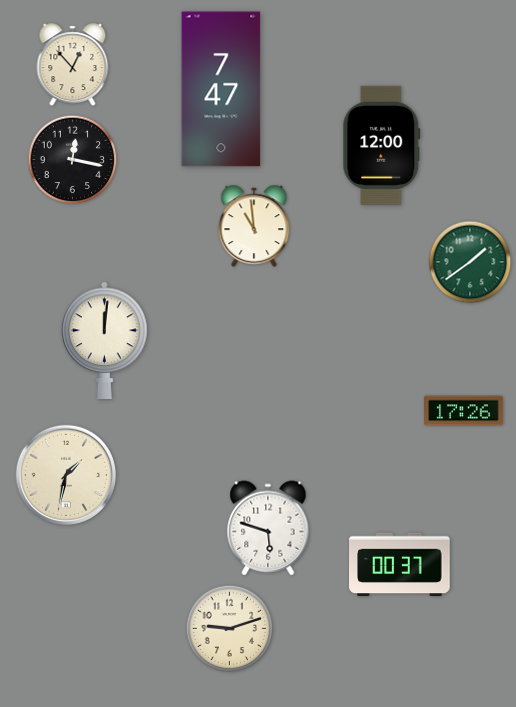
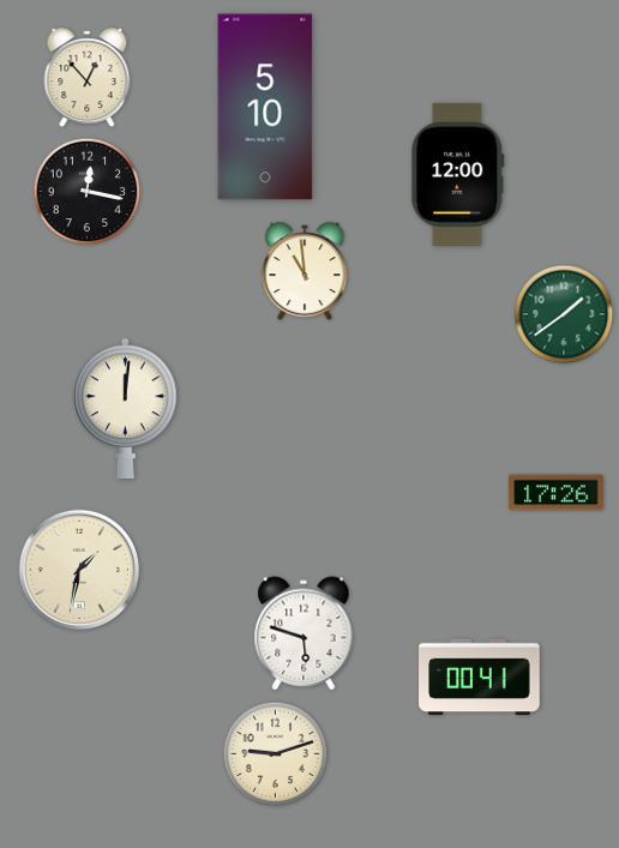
clock at (221, 89): 7:47 -> 5:10
clock at (268, 528) position: (268, 528) -> (304, 633)
clock at (400, 565): 00:37 -> 00:41
